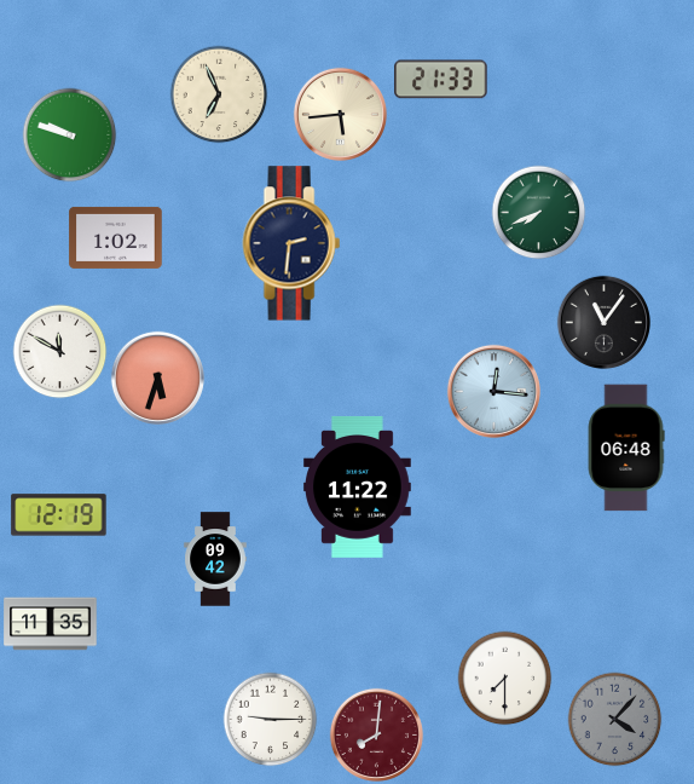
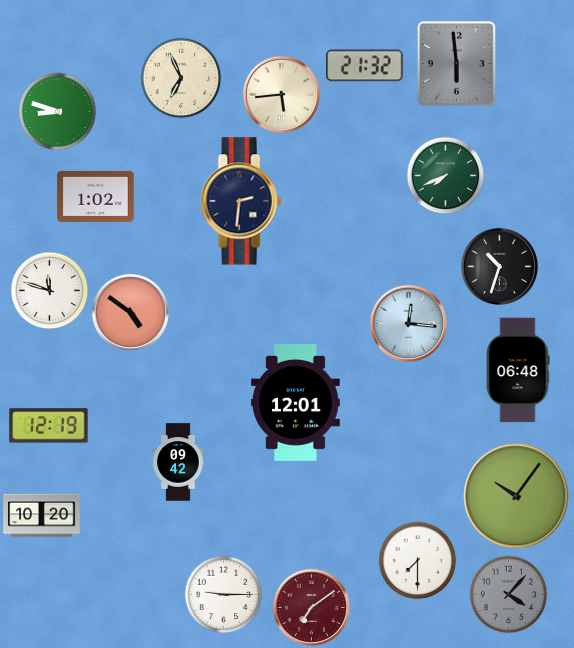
clock at (456, 63): none -> 5:59
clock at (441, 80): 21:33 -> 21:32
clock at (69, 134): 9:48 -> 8:48
clock at (603, 322): 11:06 -> 10:33
clock at (59, 351): 11:50 -> 11:48
clock at (157, 377): 5:33 -> 4:51
clock at (358, 486): 11:22 -> 12:01
clock at (516, 496): none -> 10:06
clock at (51, 624): 11:35 -> 10:20
clock at (376, 734): 8:01 -> 7:09
